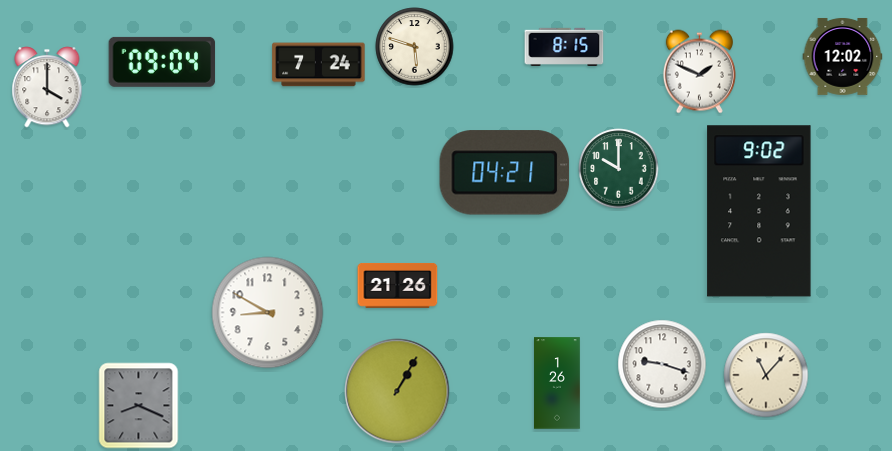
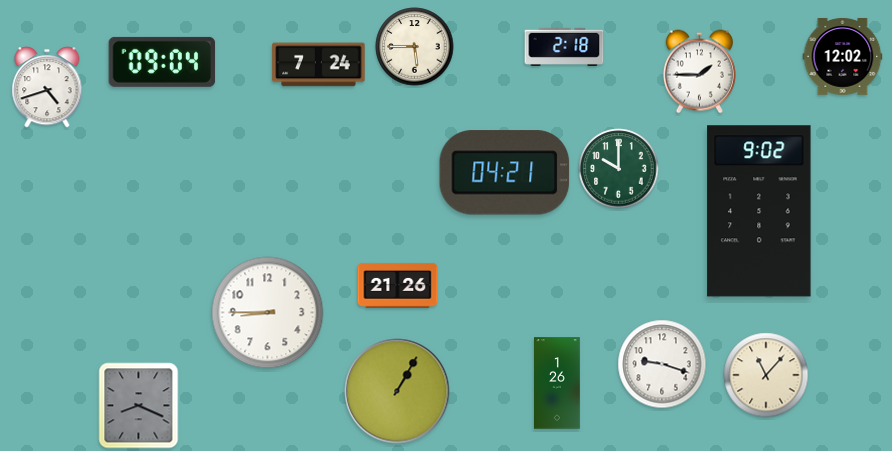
clock at (415, 47): 5:48 -> 5:45
clock at (564, 47): 8:15 -> 2:18
clock at (699, 72): 1:49 -> 1:45
clock at (47, 87): 4:00 -> 4:42
clock at (268, 313): 8:50 -> 8:45
